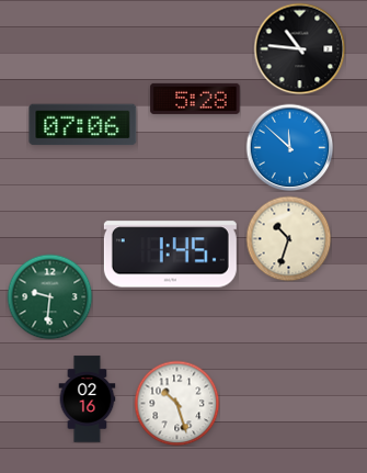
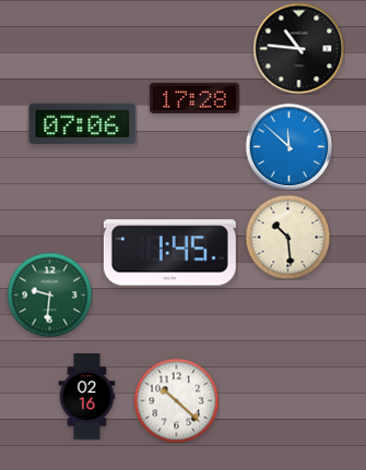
clock at (195, 99): 5:28 -> 17:28
clock at (288, 238): 10:33 -> 10:29
clock at (176, 403): 10:27 -> 10:22
